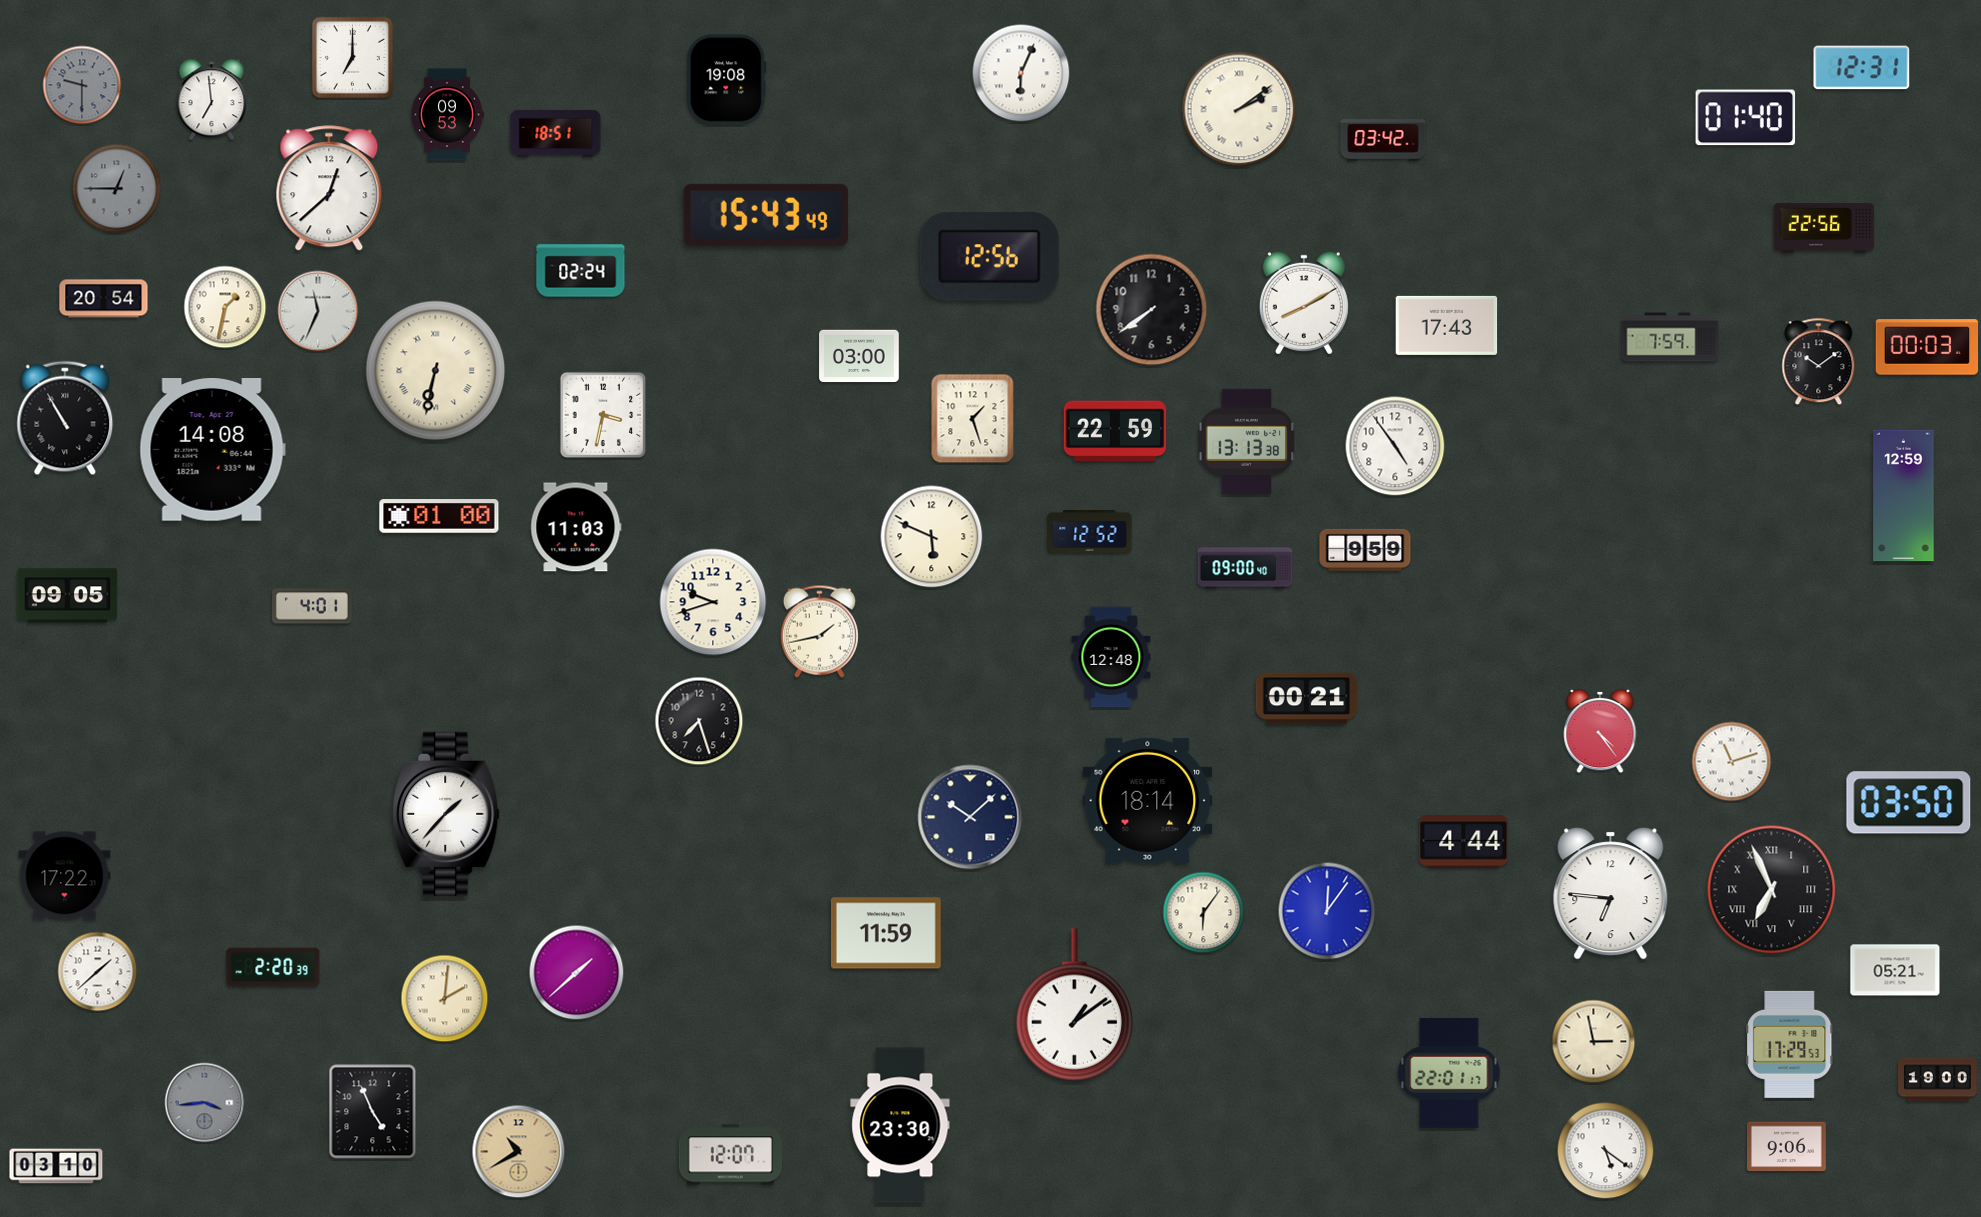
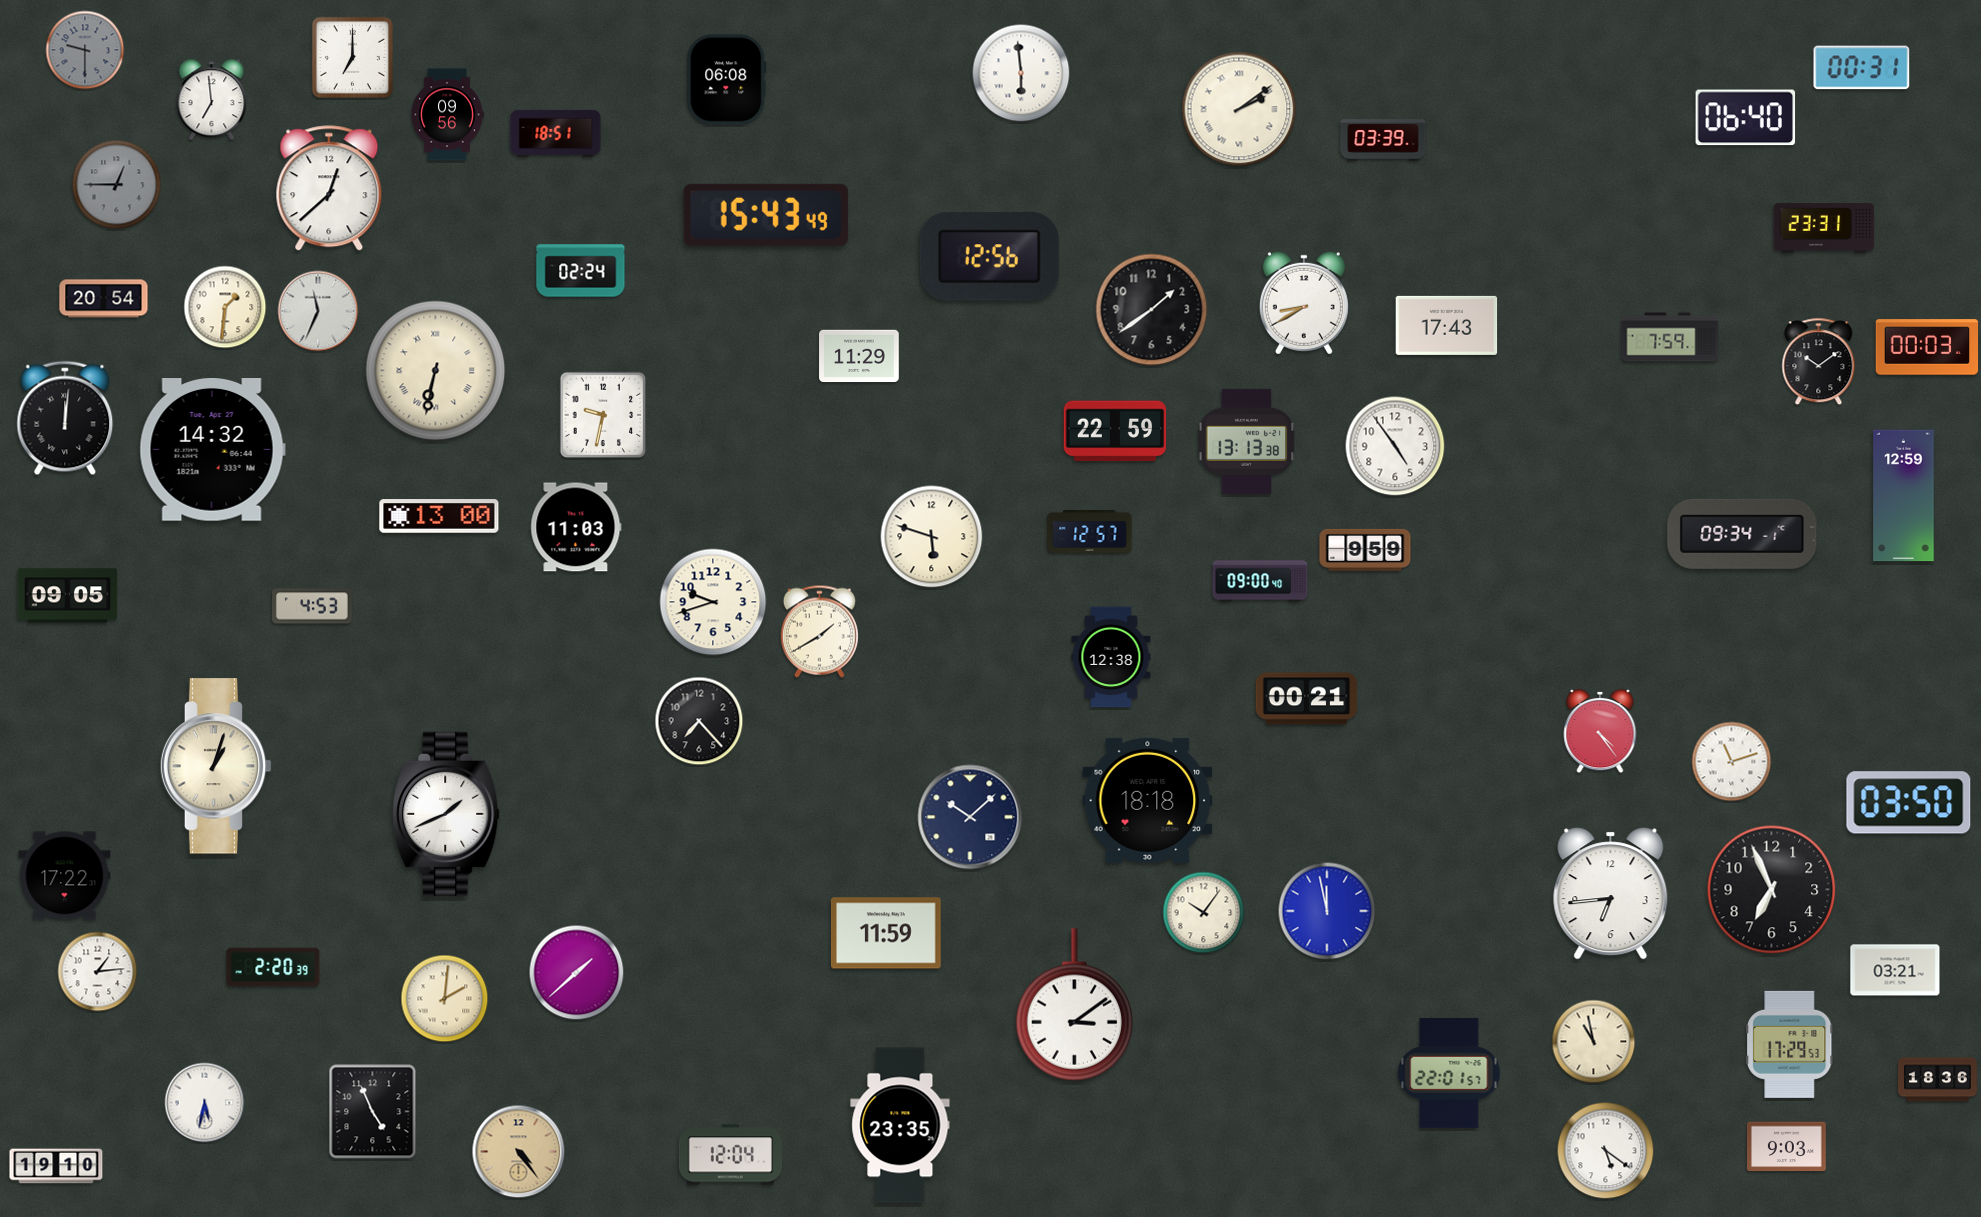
clock at (1862, 68): 12:31 -> 00:31
clock at (1021, 73): 6:04 -> 5:59
clock at (727, 80): 19:08 -> 06:08
clock at (82, 85) position: (82, 85) -> (85, 50)
clock at (447, 115): 09:53 -> 09:56
clock at (1746, 118): 01:40 -> 06:40
clock at (1383, 140): 03:42 -> 03:39
clock at (117, 189) position: (117, 189) -> (117, 185)
clock at (1824, 228): 22:56 -> 23:31
clock at (1304, 303): 8:10 -> 8:40
clock at (225, 307): 1:32 -> 1:31
clock at (1152, 310): 7:39 -> 1:39
clock at (859, 356): 03:00 -> 11:29
clock at (603, 415): 3:32 -> 9:32
clock at (65, 418): 10:55 -> 12:01
clock at (973, 419): 1:27 -> none
clock at (212, 450): 14:08 -> 14:32
clock at (439, 516): 01:00 -> 13:00
clock at (1090, 532): 12:52 -> 12:57
clock at (1742, 534): none -> 09:34
clock at (932, 537): 5:49 -> 5:48
clock at (1245, 568) position: (1245, 568) -> (1260, 581)
clock at (312, 606): 4:01 -> 4:53
clock at (819, 631): 1:43 -> 1:40
clock at (1111, 657): 12:48 -> 12:38
clock at (699, 721): 7:27 -> 7:23
clock at (216, 766): none -> 1:03
clock at (1148, 800): 18:14 -> 18:18
clock at (446, 814): 1:37 -> 1:41
clock at (1464, 842): 4:44 -> none
clock at (1772, 890) numerals: Roman -> Arabic
clock at (1611, 894): 6:46 -> 6:44
clock at (1327, 911): 12:06 -> 11:58
clock at (1204, 913): 6:06 -> 10:06
clock at (1895, 970): 05:21 -> 03:21
clock at (98, 972): 1:38 -> 1:14
clock at (1075, 1005): 1:09 -> 3:09
clock at (1594, 1042): 2:58 -> 10:58
clock at (1449, 1073): 22:01:17 -> 22:01:57
clock at (1938, 1080): 19:00 -> 18:36
clock at (205, 1103): 3:44 -> 5:32
clock at (205, 1103) dial: grey -> white
clock at (900, 1125): 23:30 -> 23:35
clock at (1787, 1147): 9:06 -> 9:03
clock at (519, 1152): 10:40 -> 4:24
clock at (730, 1155): 12:07 -> 12:04
clock at (56, 1166): 03:10 -> 19:10
